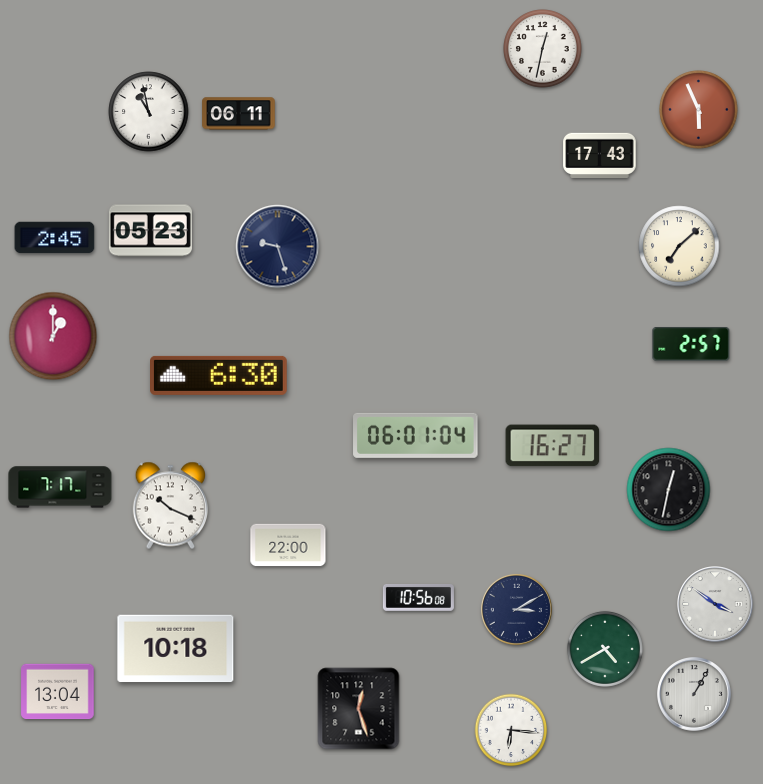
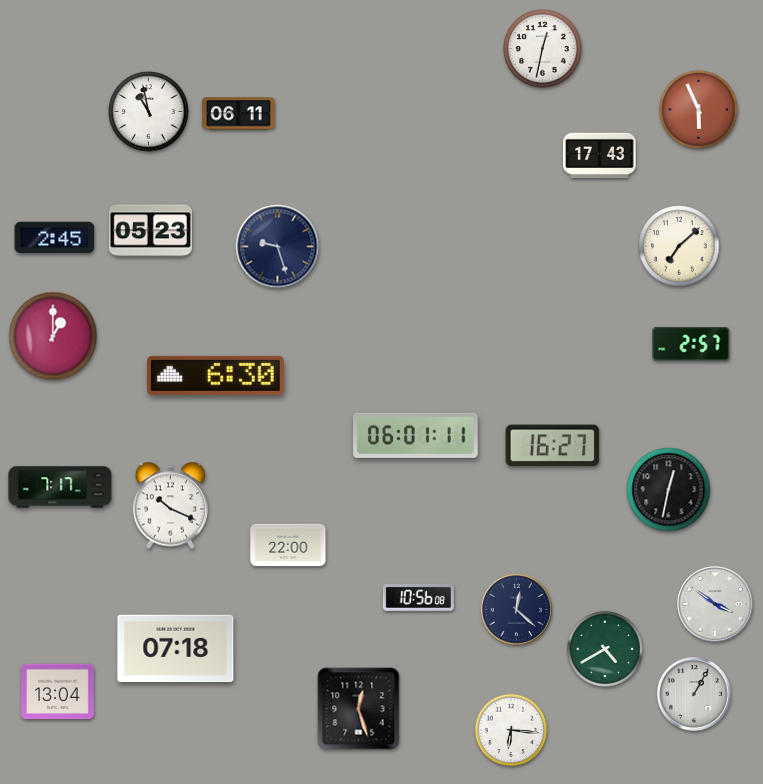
clock at (219, 375) position: (219, 375) -> (216, 375)
clock at (416, 435): 06:01:04 -> 06:01:11
clock at (516, 609): 3:10 -> 12:22
clock at (176, 649): 10:18 -> 07:18
